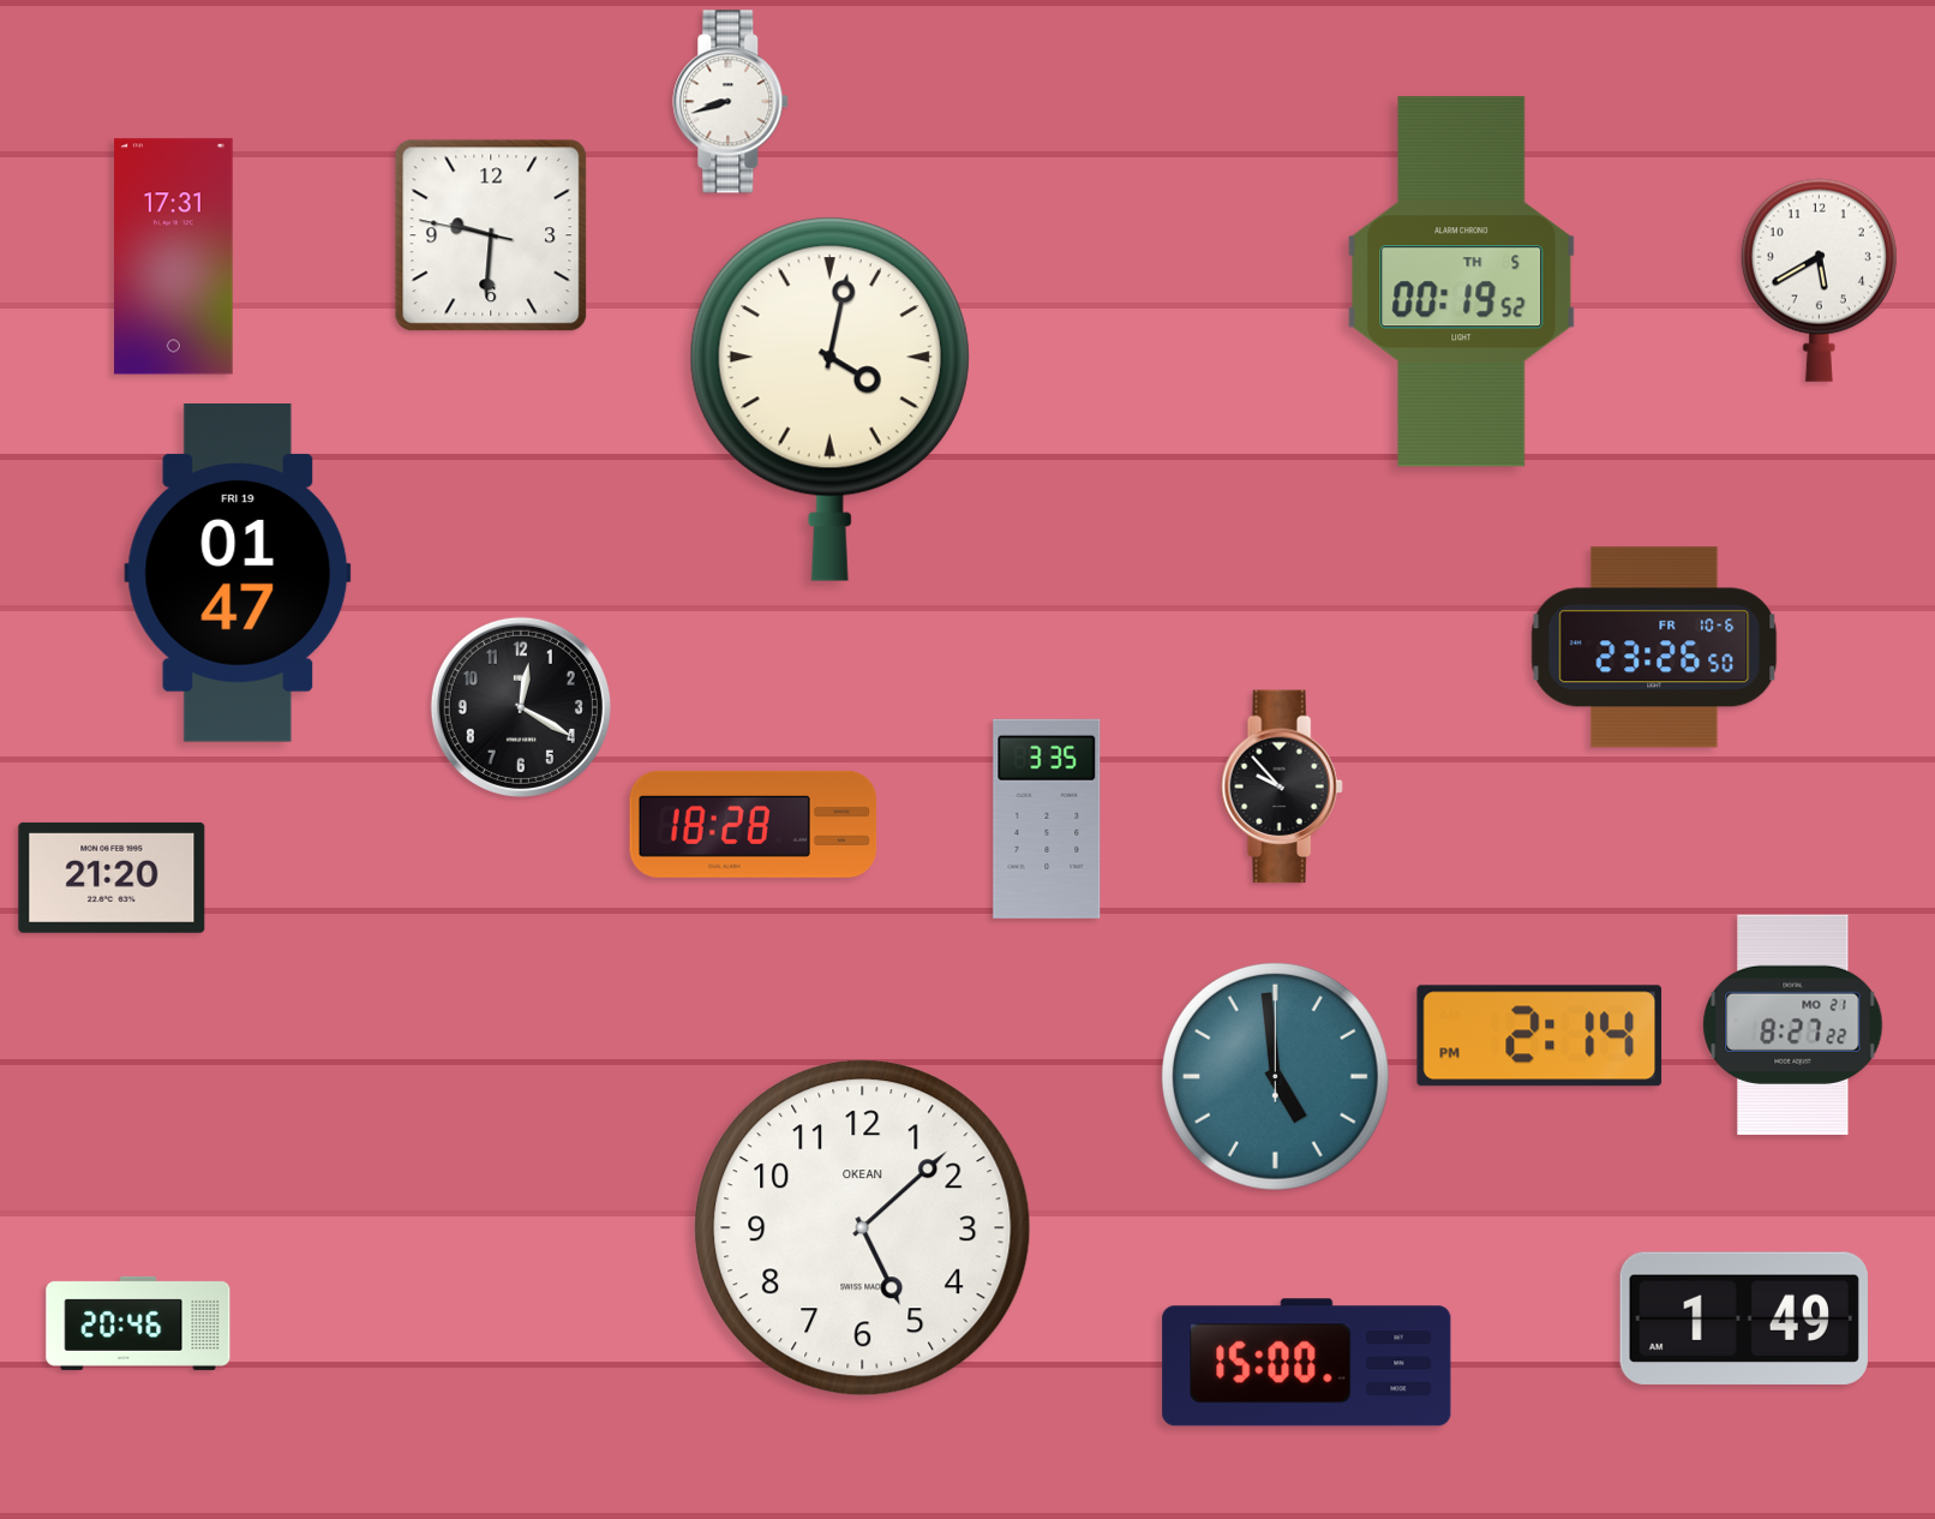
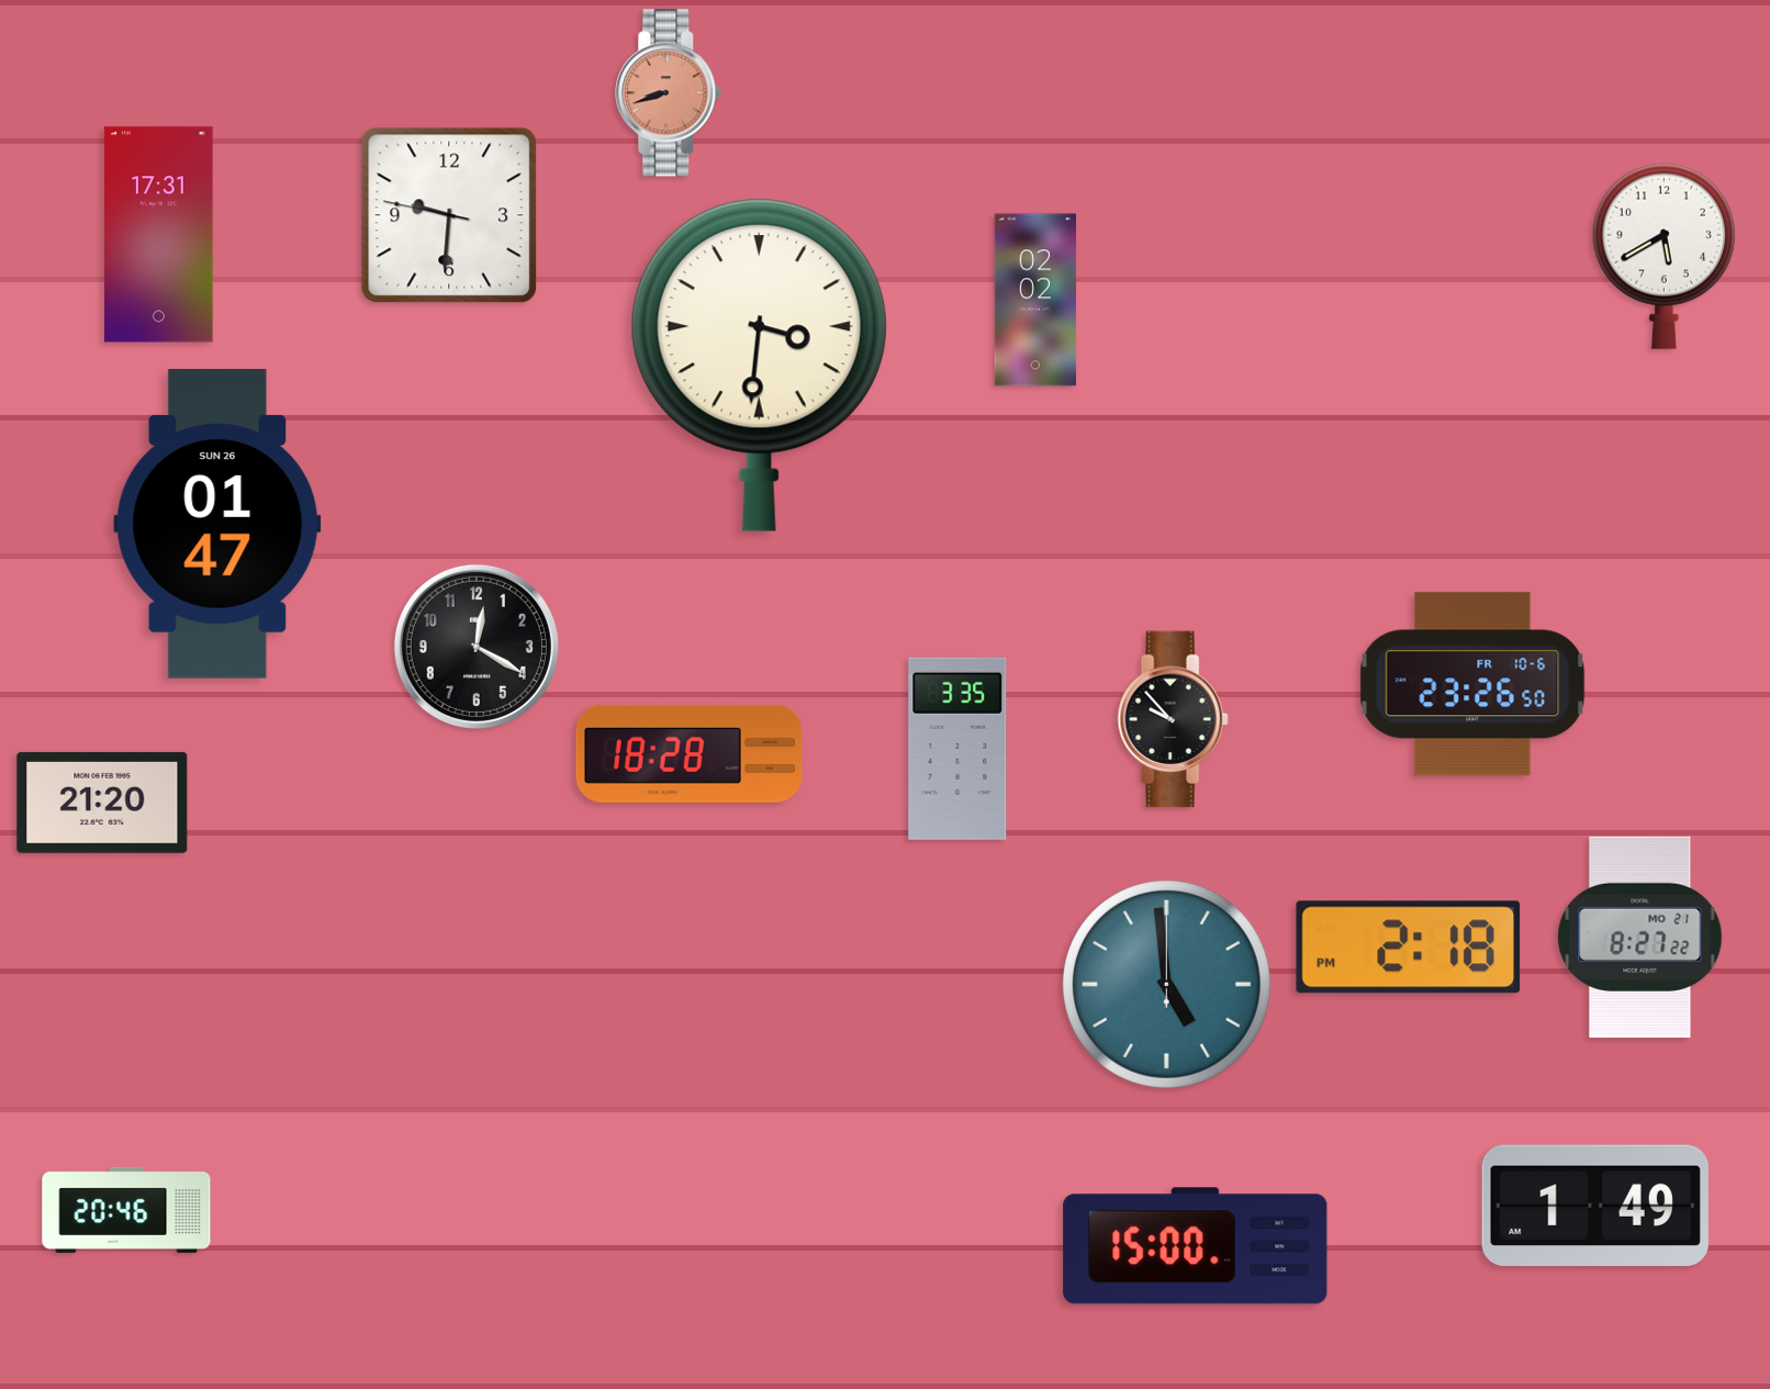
clock at (731, 102) dial: white -> salmon
clock at (1462, 282): 00:19 -> none
clock at (1035, 300): none -> 02:02
clock at (829, 399): 4:02 -> 3:31
clock at (238, 574) date: FRI 19 -> SUN 26
clock at (1654, 647) position: (1654, 647) -> (1472, 684)
clock at (1540, 1036): 2:14 -> 2:18
clock at (863, 1228): 5:08 -> none
